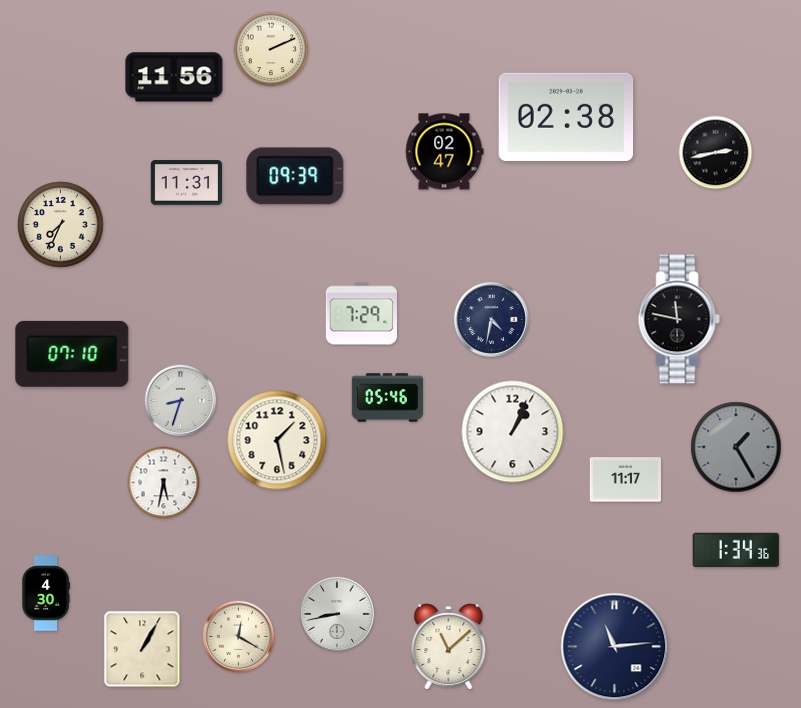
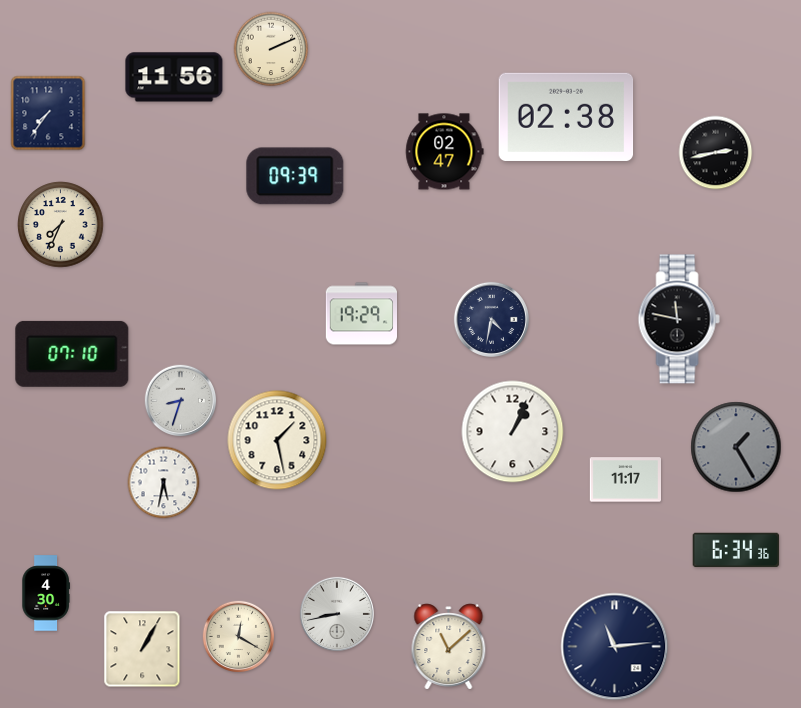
clock at (48, 113): none -> 7:36
clock at (187, 183): 11:31 -> none
clock at (361, 314): 7:29 -> 19:29
clock at (388, 398): 05:46 -> none
clock at (736, 550): 1:34 -> 6:34
